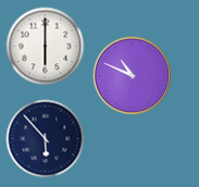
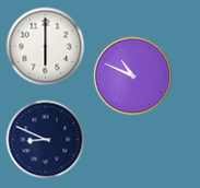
clock at (46, 139): 5:53 -> 8:49
